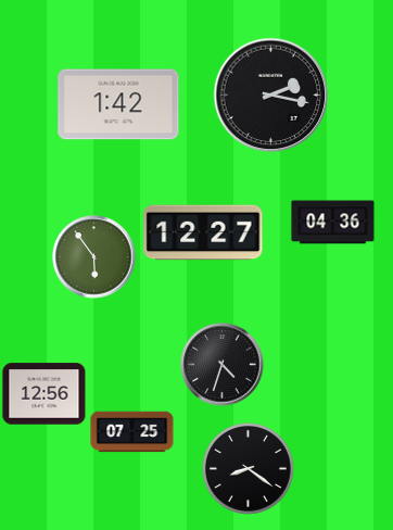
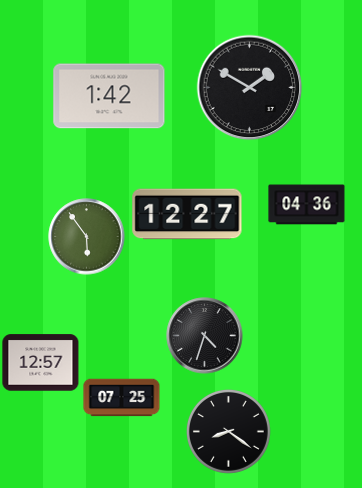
clock at (271, 96): 2:17 -> 1:50
clock at (45, 394): 12:56 -> 12:57
